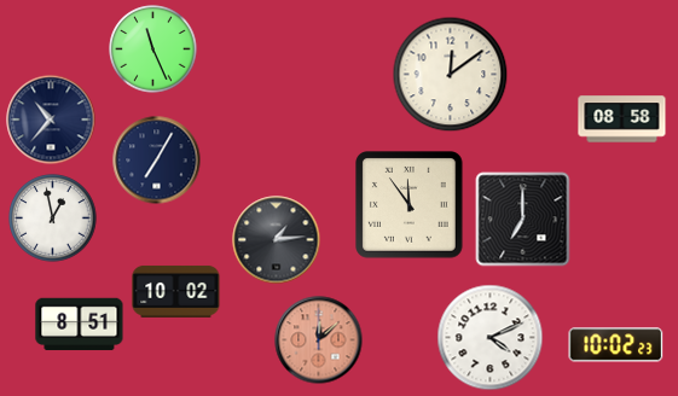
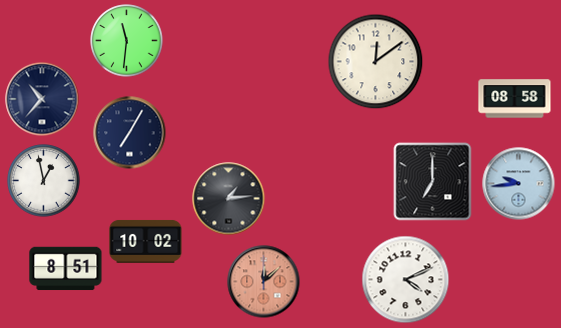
clock at (153, 49): 11:26 -> 11:31
clock at (451, 75) position: (451, 75) -> (376, 62)
clock at (410, 205): 11:54 -> none
clock at (519, 184): none -> 9:44
clock at (616, 345): 10:02 -> none
